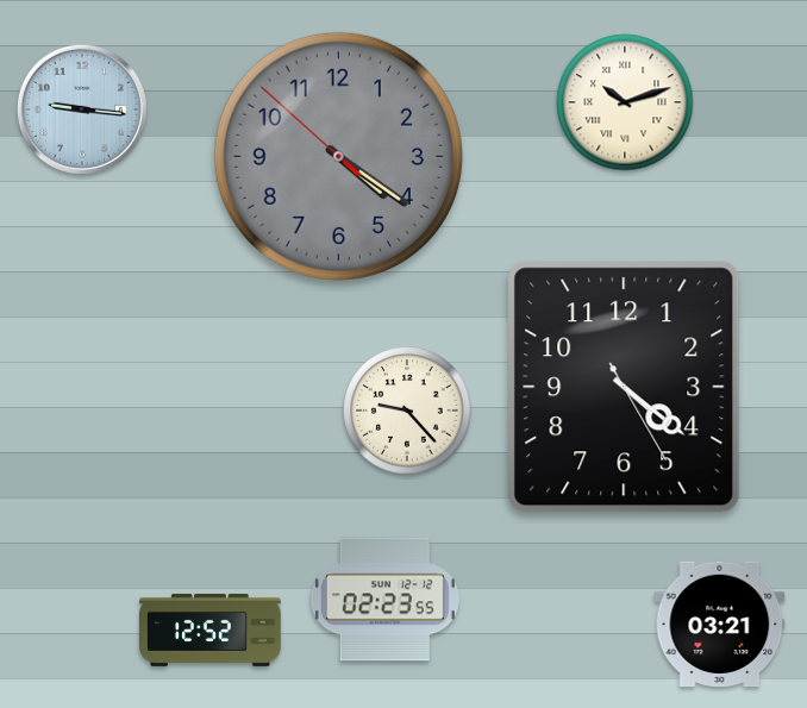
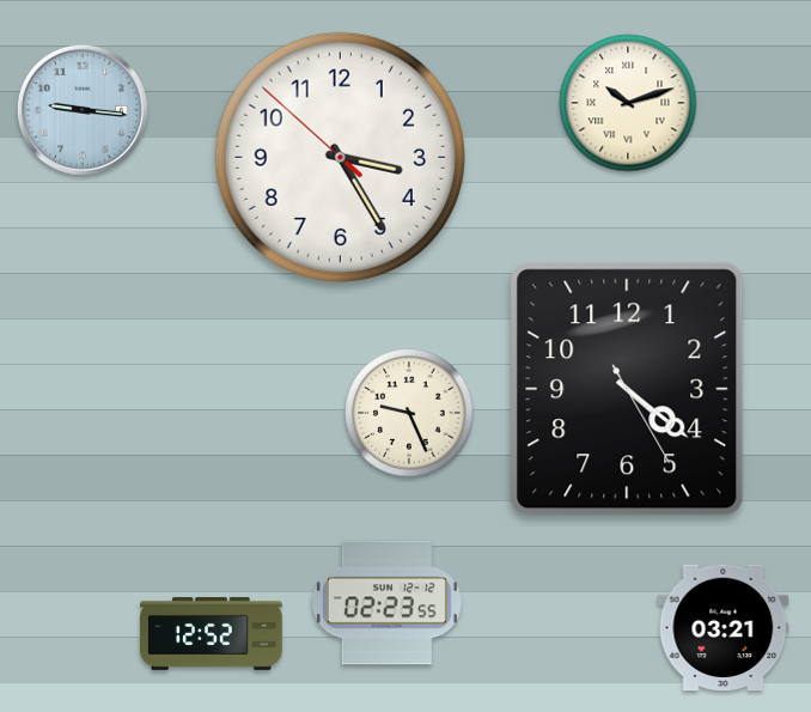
clock at (338, 156): 4:20 -> 3:24
clock at (338, 156) dial: grey -> white
clock at (407, 411): 9:23 -> 9:26
